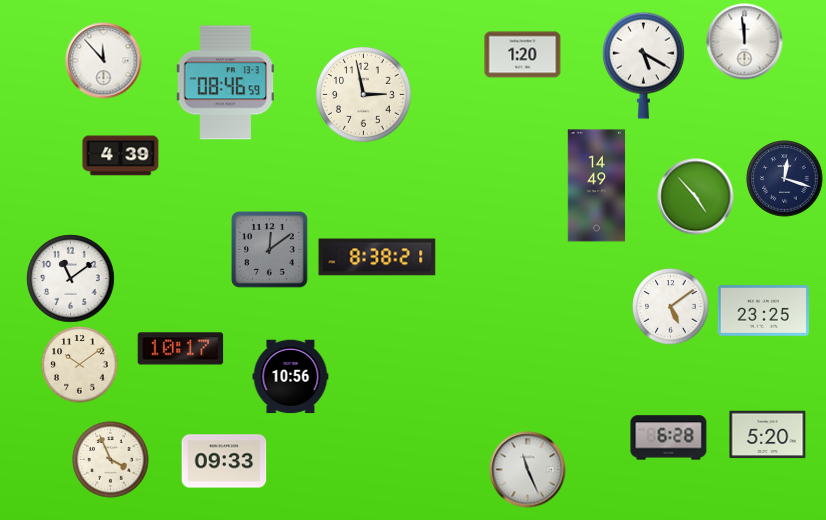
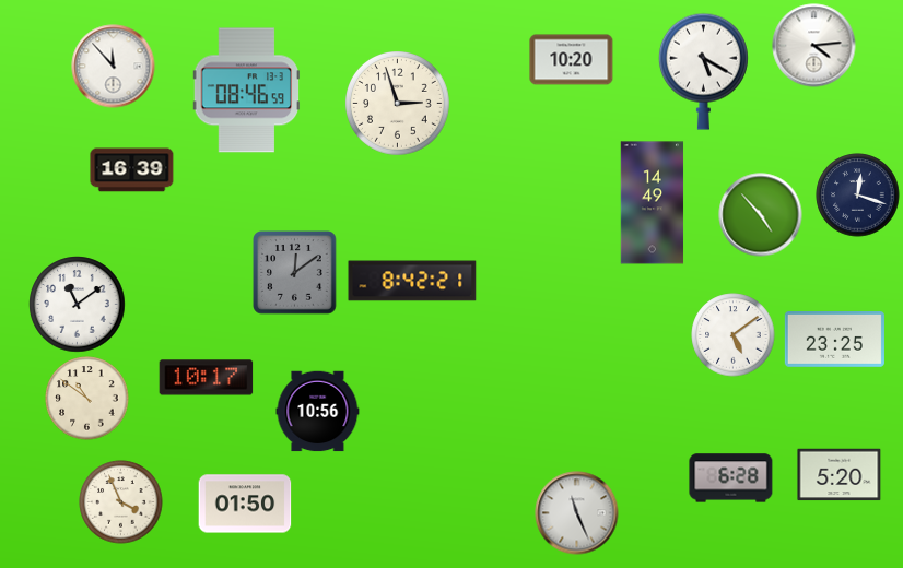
clock at (745, 42): 11:59 -> 4:14
clock at (523, 55): 1:20 -> 10:20
clock at (364, 95): 2:58 -> 2:57
clock at (121, 156): 4:39 -> 16:39
clock at (377, 257): 8:38 -> 8:42
clock at (181, 349) position: (181, 349) -> (207, 378)
clock at (80, 365): 10:09 -> 10:51
clock at (224, 461): 09:33 -> 01:50
